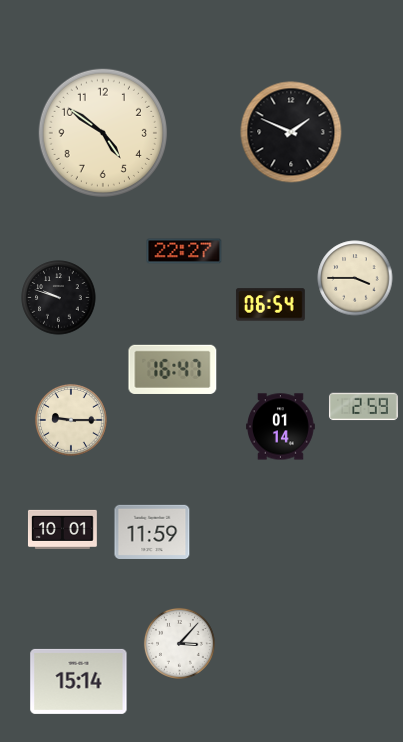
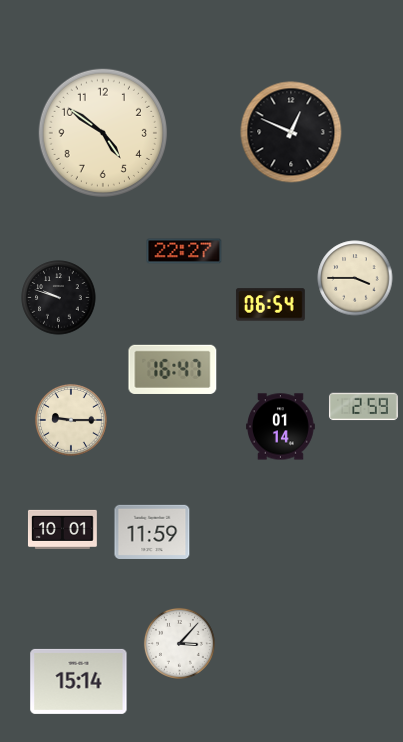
clock at (291, 132): 1:49 -> 12:49
